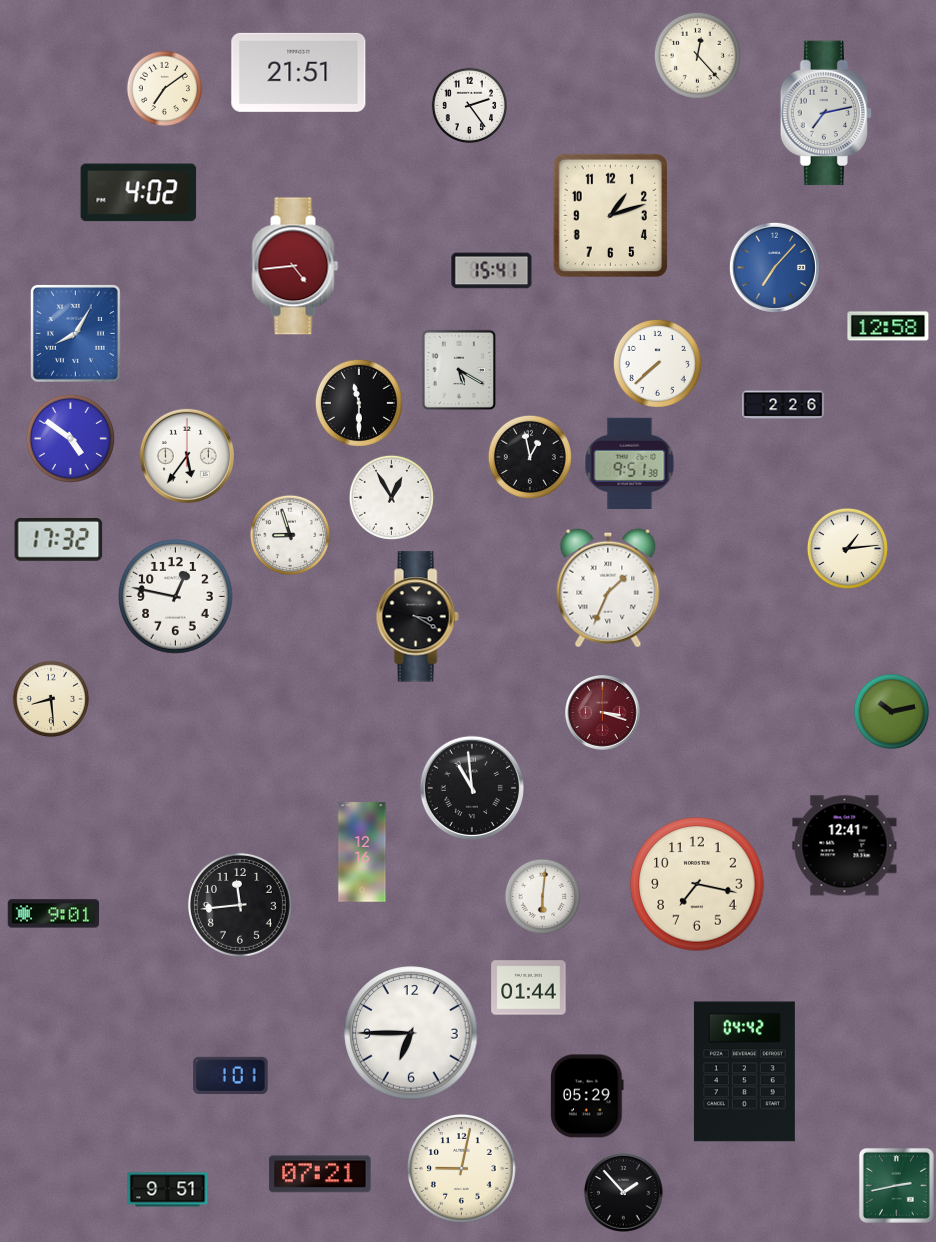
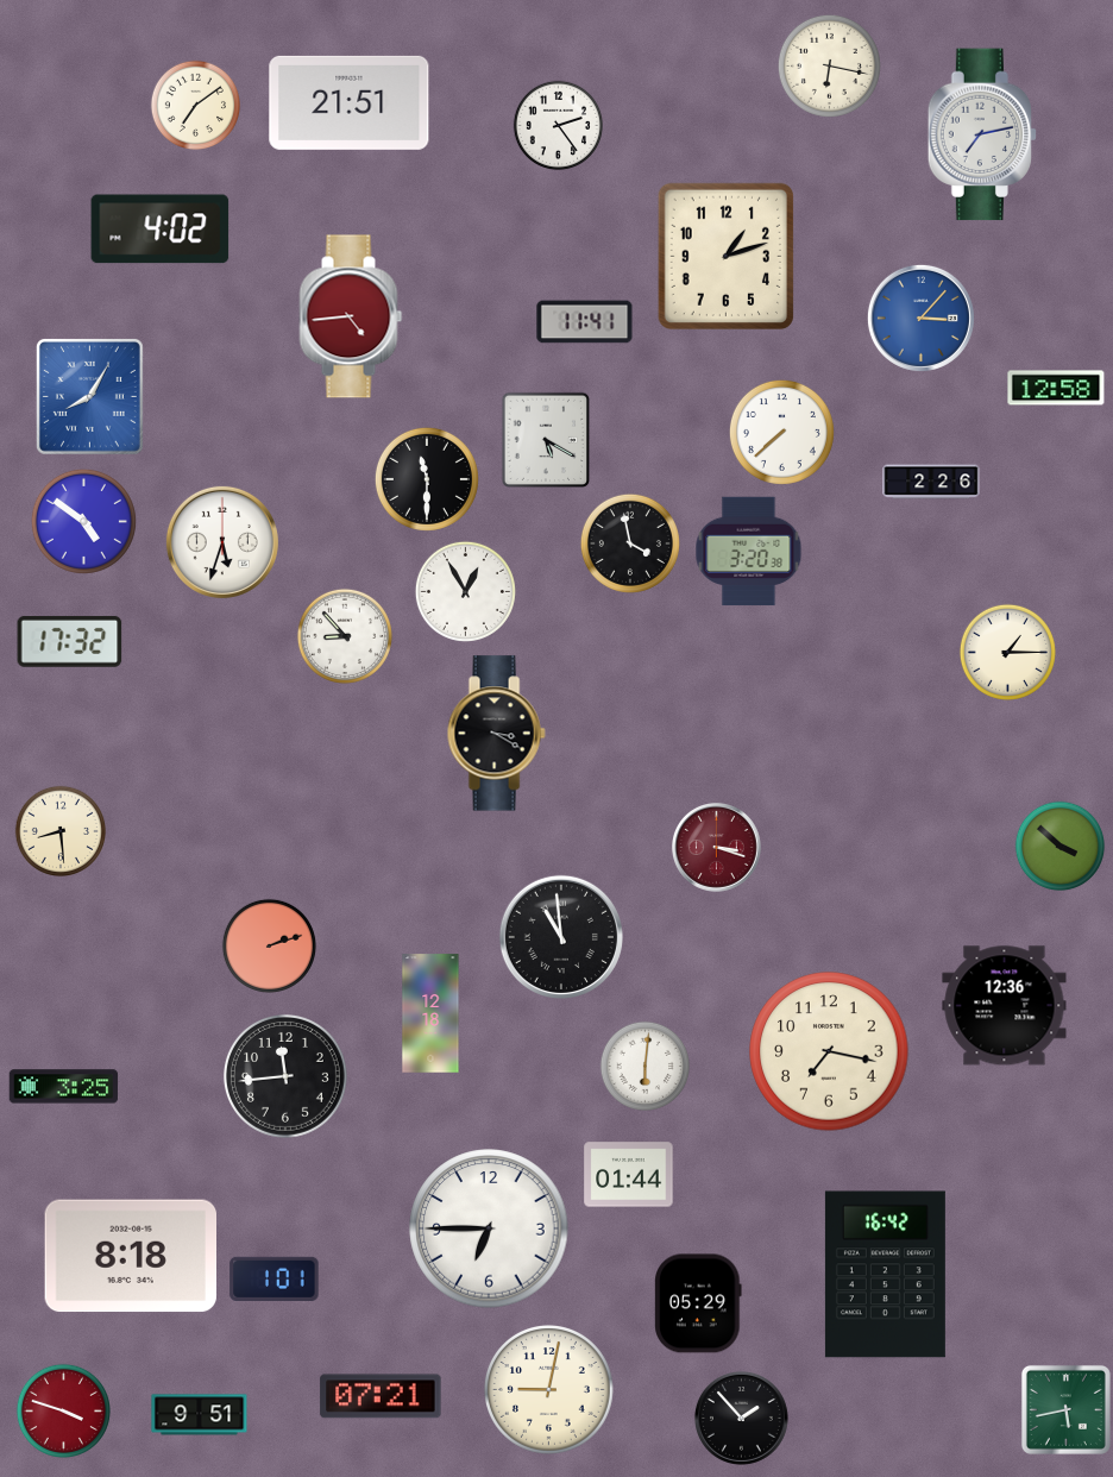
clock at (697, 55): 12:23 -> 6:17
clock at (299, 72) position: (299, 72) -> (350, 102)
clock at (139, 193) position: (139, 193) -> (161, 230)
clock at (774, 267): 7:07 -> 3:07
clock at (492, 271): 15:41 -> 11:41
clock at (187, 456): 5:36 -> 5:33
clock at (530, 457): 12:58 -> 3:58
clock at (630, 464): 9:51 -> 3:20
clock at (290, 535): 8:57 -> 8:53
clock at (847, 548): 1:14 -> 1:15
clock at (608, 588): 1:34 -> none
clock at (176, 597): 12:47 -> none
clock at (891, 711): 10:13 -> 3:52
clock at (269, 945): none -> 2:12
clock at (845, 846): 12:41 -> 12:36
clock at (362, 852): 12:16 -> 12:18
clock at (54, 914): 9:01 -> 3:25
clock at (131, 1256): none -> 8:18
clock at (744, 1072): 04:42 -> 16:42
clock at (896, 1185): 2:43 -> 5:43
clock at (63, 1410): none -> 3:48
